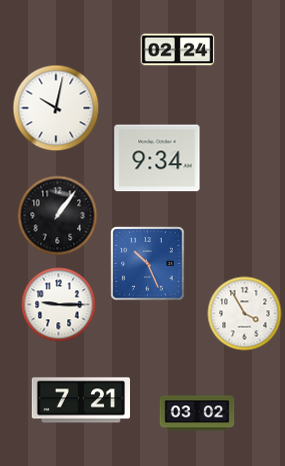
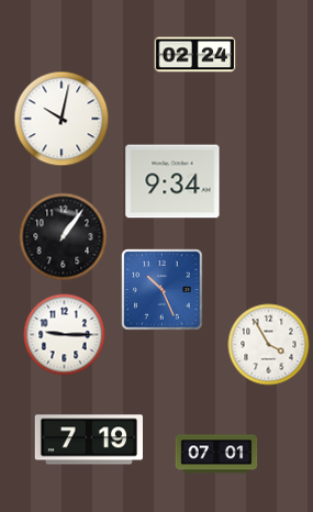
clock at (157, 158) position: (157, 158) -> (172, 181)
clock at (81, 400): 7:21 -> 7:19
clock at (197, 413): 03:02 -> 07:01
